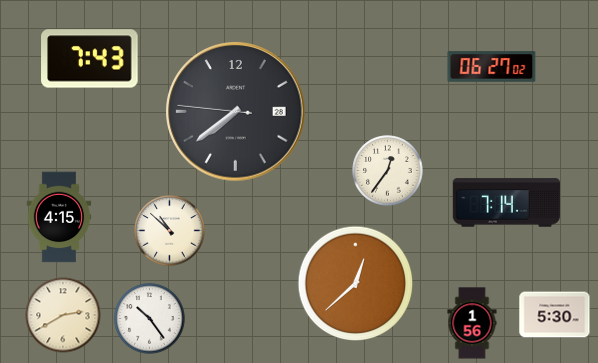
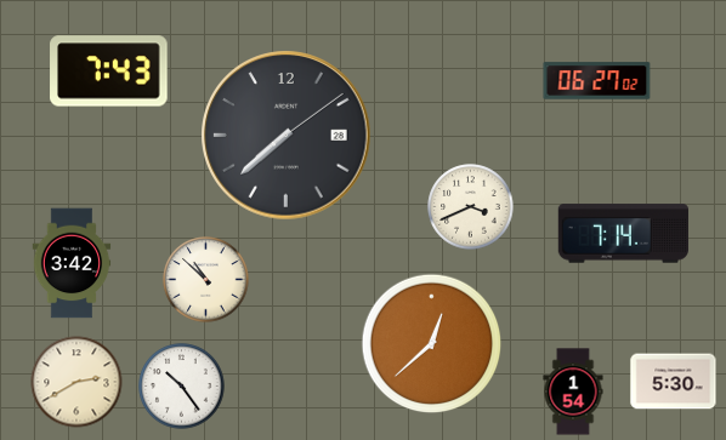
clock at (236, 112): 7:38:46 -> 7:38:09
clock at (388, 171): 12:36 -> 3:41
clock at (506, 203) position: (506, 203) -> (623, 234)
clock at (59, 217): 4:15 -> 3:42
clock at (472, 323): 1:56 -> 1:54
